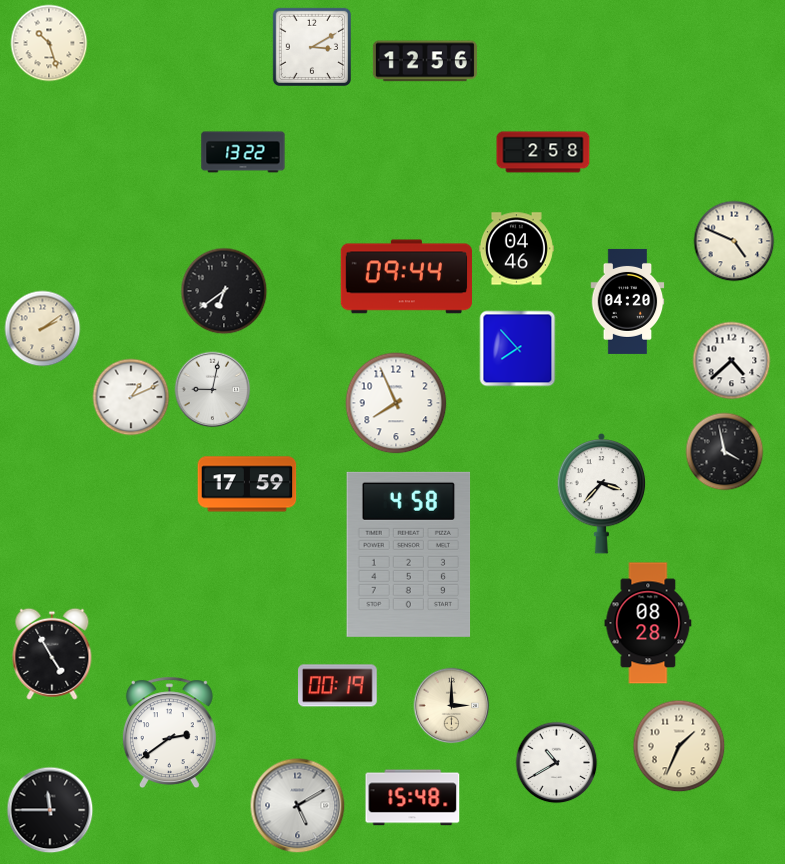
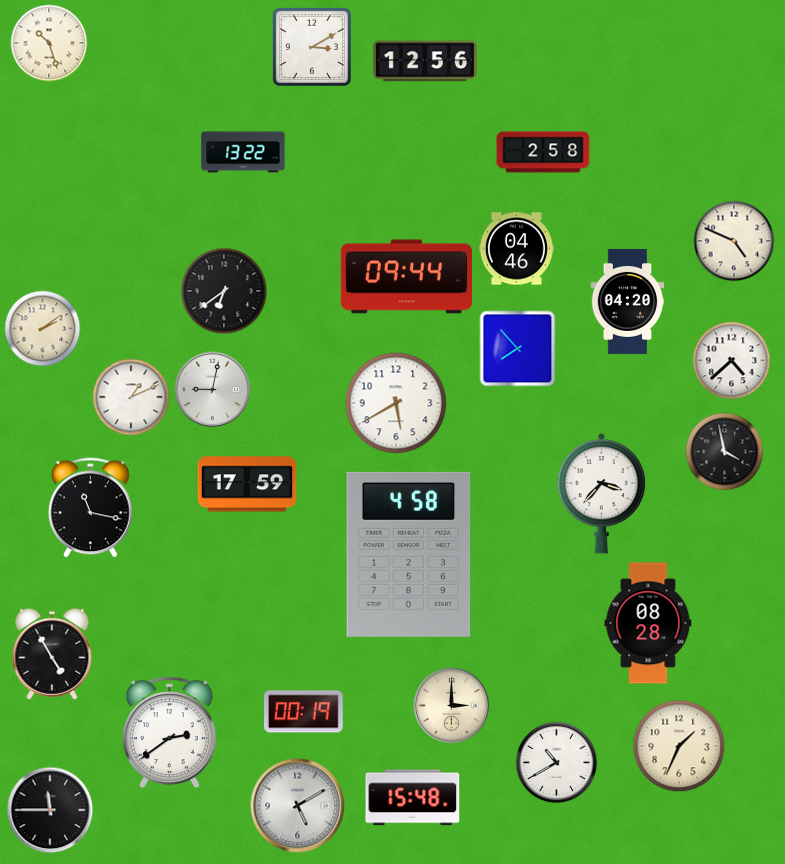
clock at (396, 403): 7:56 -> 5:40
clock at (91, 508): none -> 11:17
clock at (338, 686) position: (338, 686) -> (304, 712)
